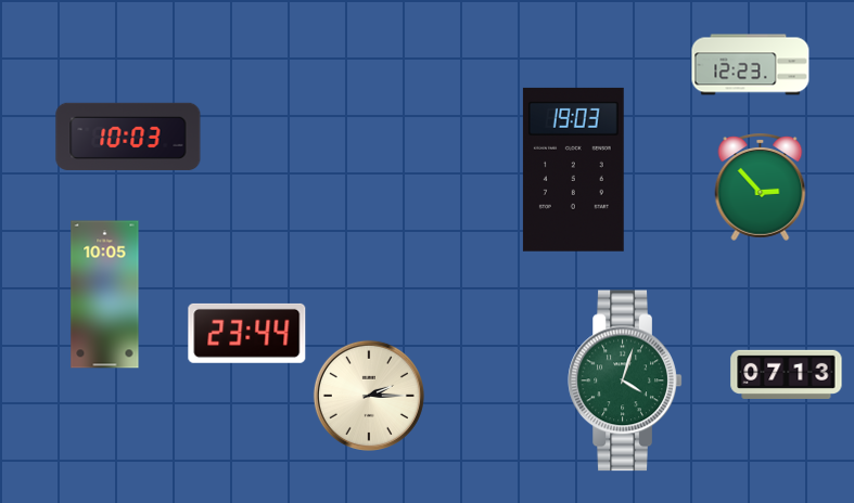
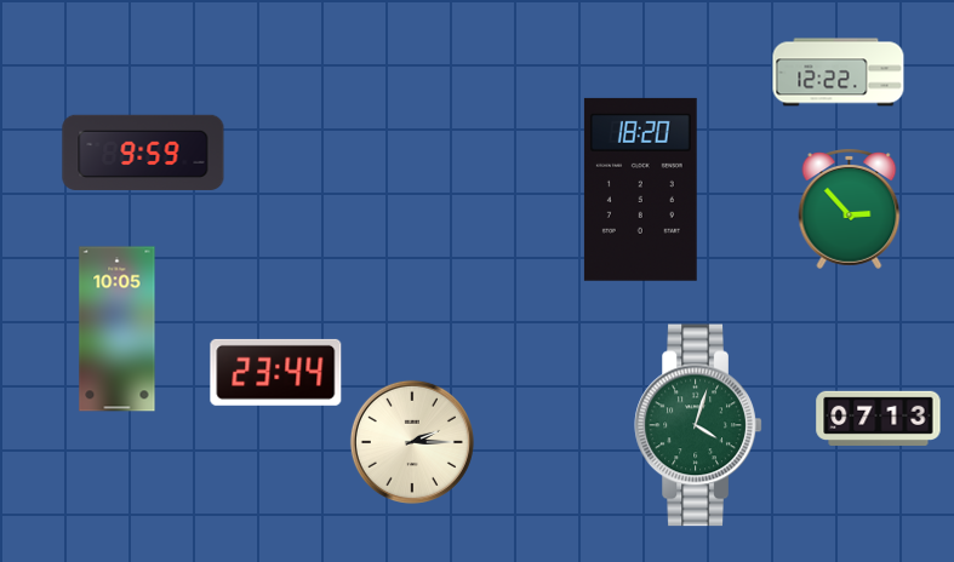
clock at (751, 65): 12:23 -> 12:22
clock at (128, 137): 10:03 -> 9:59
clock at (573, 169): 19:03 -> 18:20
